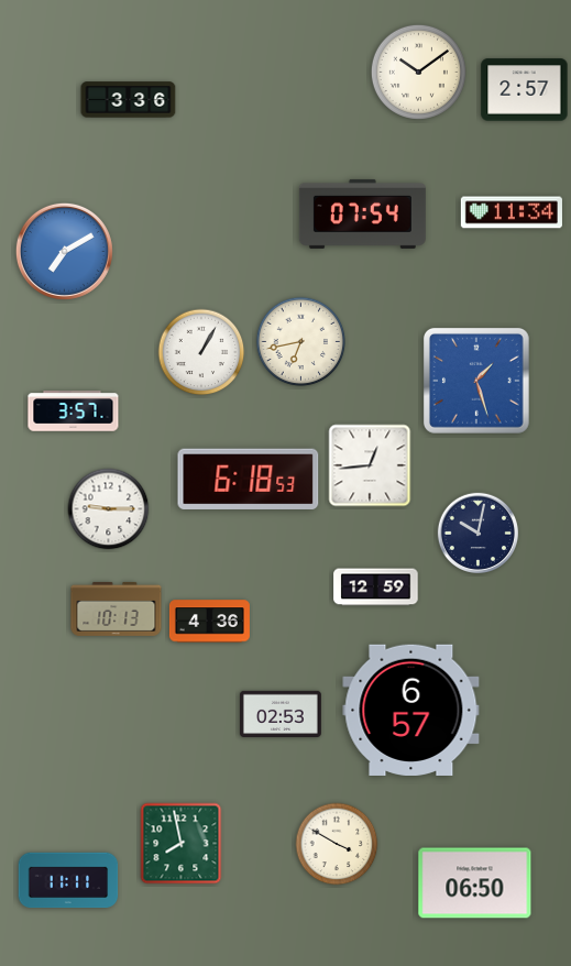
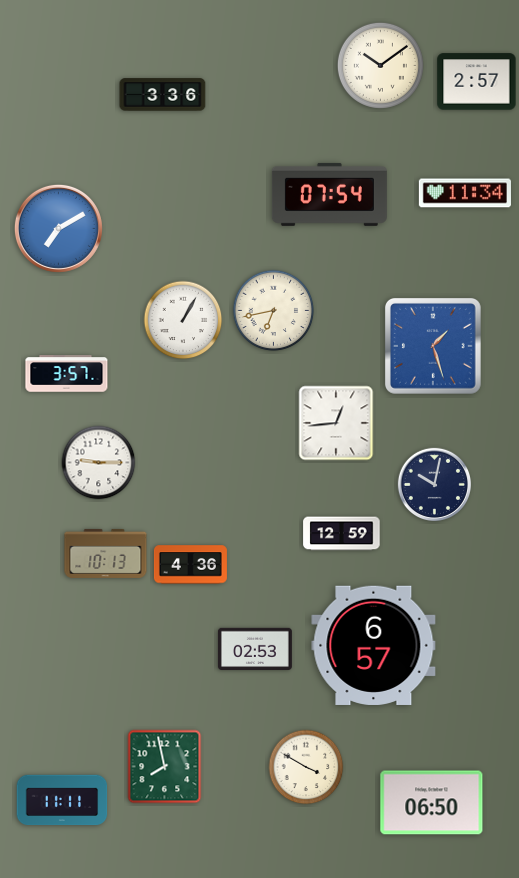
clock at (129, 100) position: (129, 100) -> (163, 95)
clock at (249, 479): 6:18 -> none
